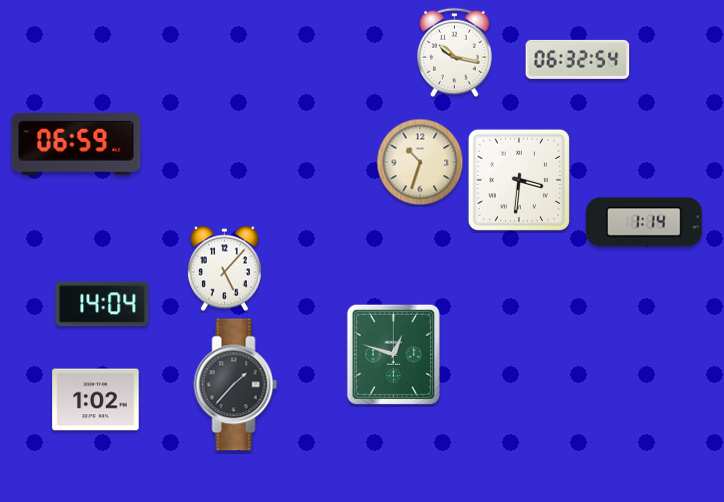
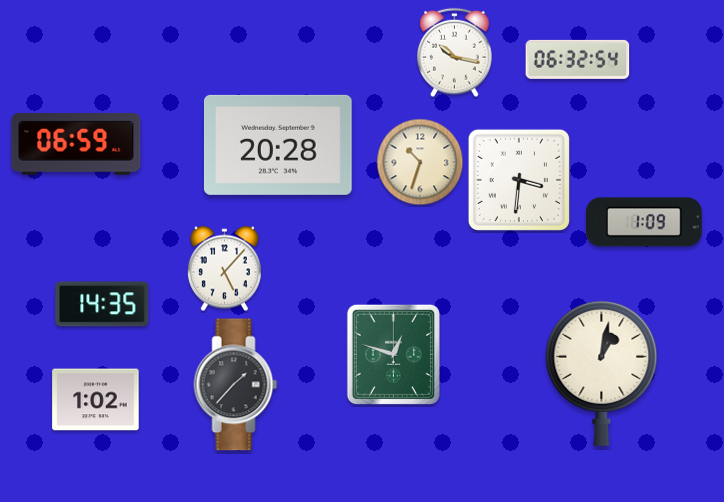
clock at (278, 145): none -> 20:28
clock at (645, 222): 1:14 -> 1:09
clock at (102, 304): 14:04 -> 14:35
clock at (602, 373): none -> 1:02
